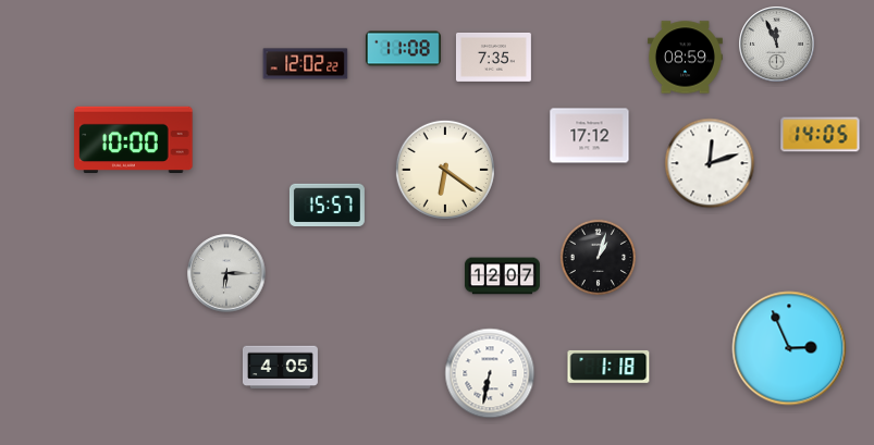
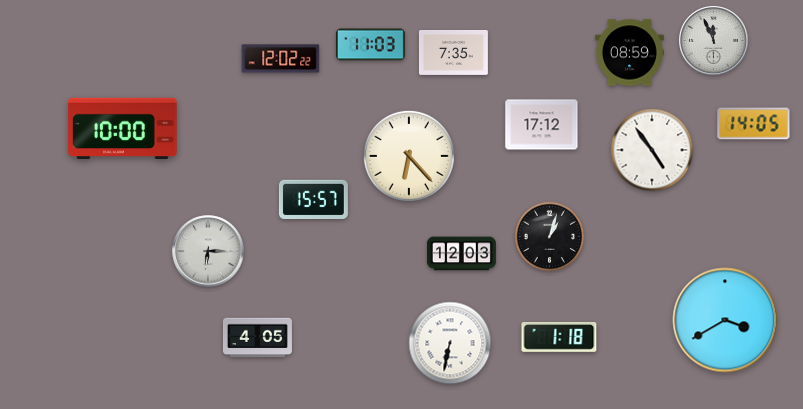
clock at (403, 49): 11:08 -> 11:03
clock at (710, 163): 12:12 -> 4:54
clock at (445, 170): 6:21 -> 6:23
clock at (327, 206) position: (327, 206) -> (313, 200)
clock at (502, 276): 12:07 -> 12:03
clock at (789, 348): 2:56 -> 3:40
